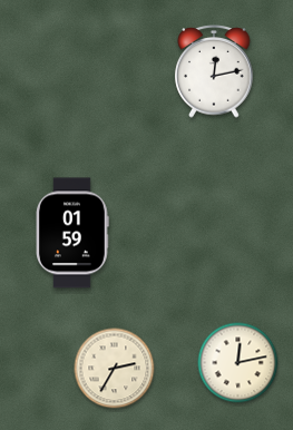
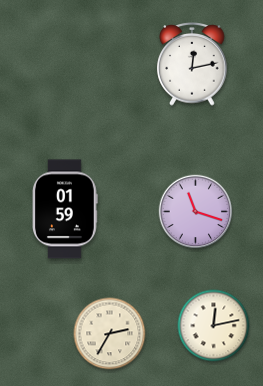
clock at (196, 212): none -> 11:18
clock at (115, 369) position: (115, 369) -> (110, 334)
